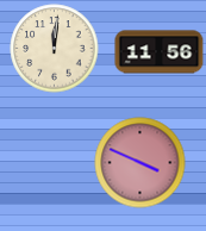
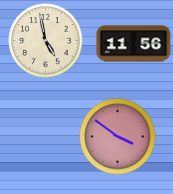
clock at (55, 49): 12:01 -> 4:58
clock at (141, 163): 3:49 -> 3:51
